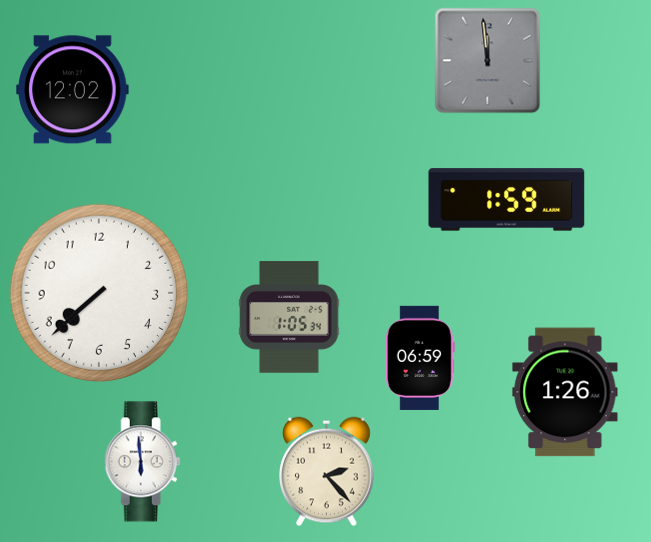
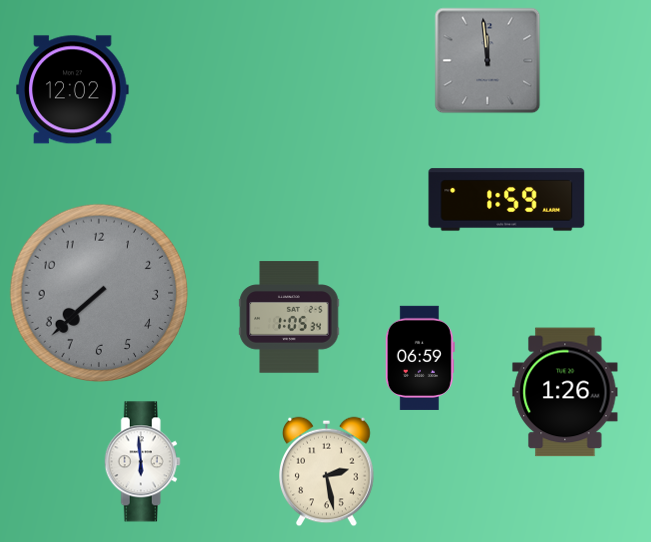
clock at (98, 292) dial: white -> grey
clock at (327, 472): 2:23 -> 2:28
